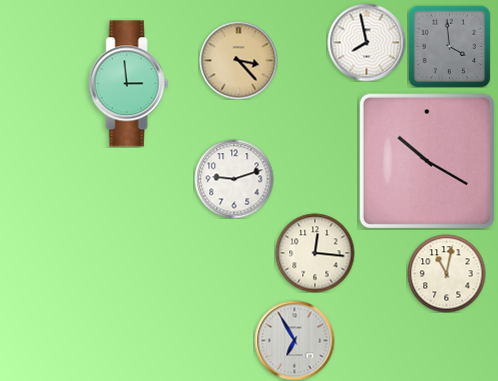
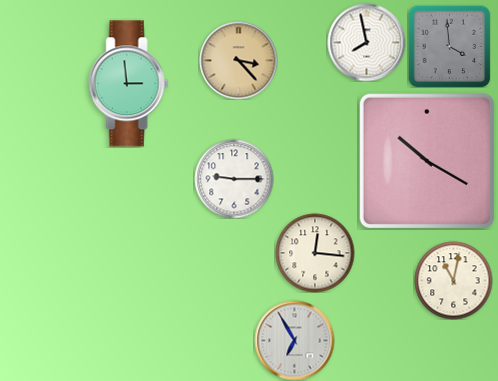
clock at (234, 179): 9:12 -> 9:15
clock at (446, 273) position: (446, 273) -> (453, 280)
